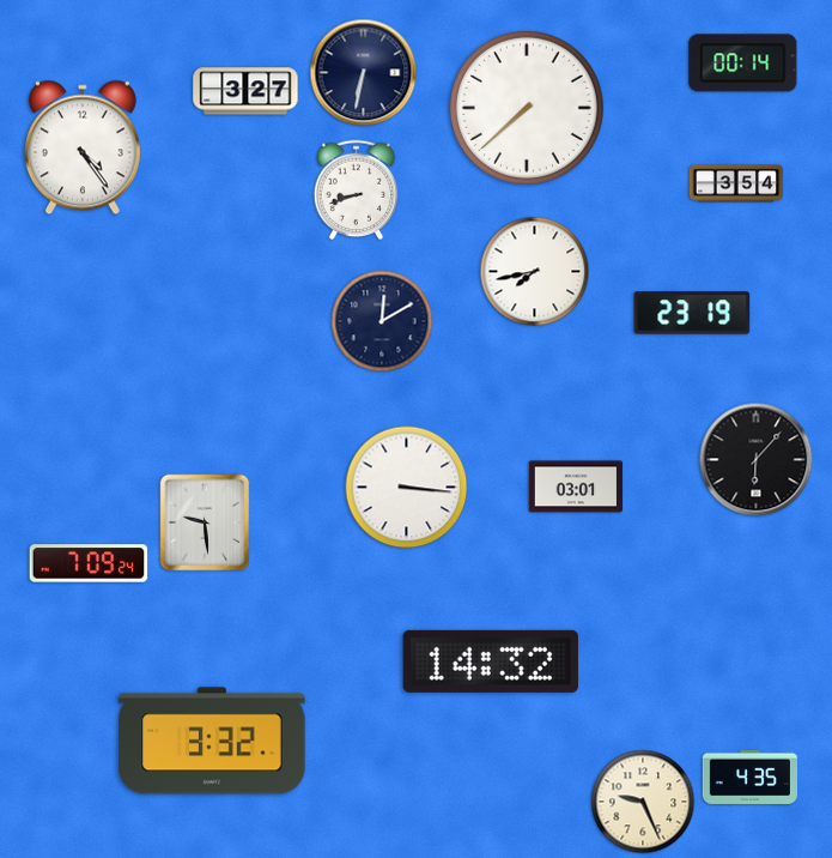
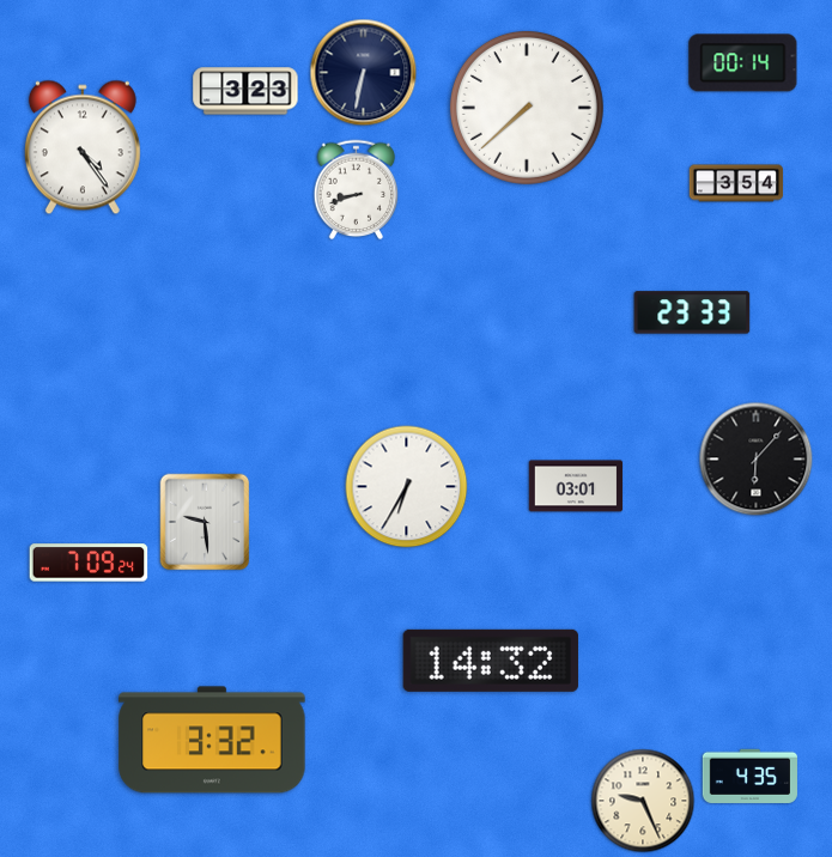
clock at (245, 91): 3:27 -> 3:23
clock at (535, 272): 7:43 -> none
clock at (692, 313): 23:19 -> 23:33
clock at (382, 321): 12:10 -> none
clock at (407, 488): 3:16 -> 6:35
